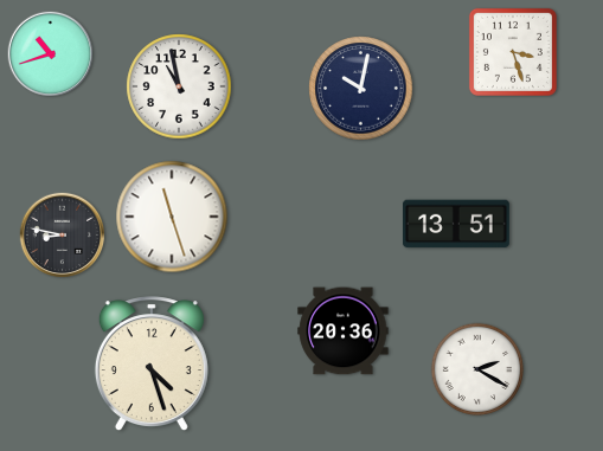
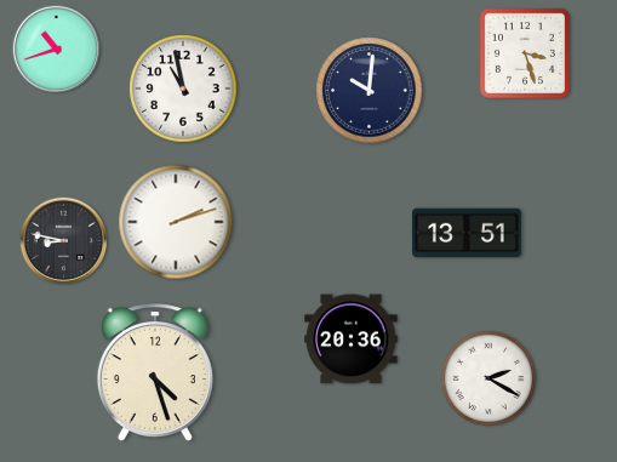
clock at (51, 54) position: (51, 54) -> (57, 50)
clock at (361, 89): 10:02 -> 10:01
clock at (172, 217): 11:27 -> 2:12
clock at (456, 224) position: (456, 224) -> (467, 233)
